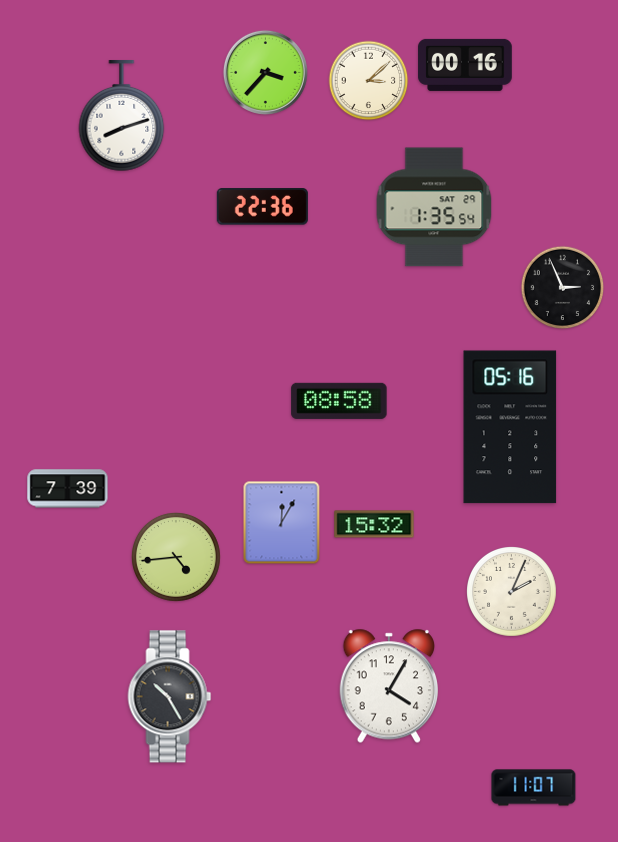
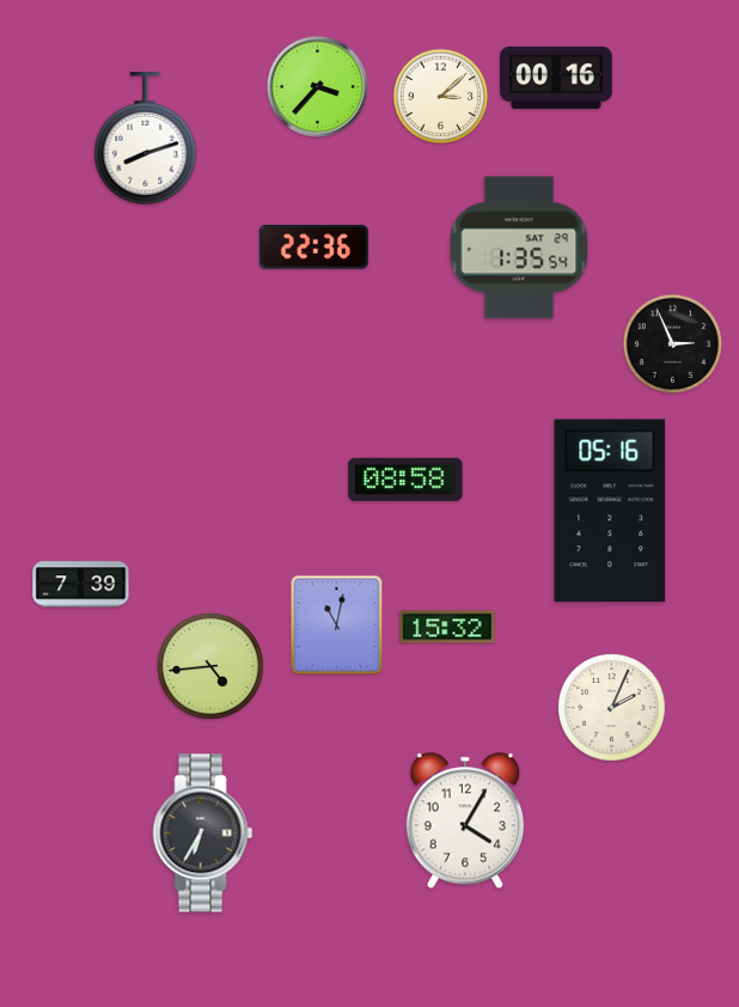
clock at (282, 523): 12:05 -> 11:02
clock at (170, 697): 10:25 -> 6:35
clock at (534, 788): 11:07 -> none
